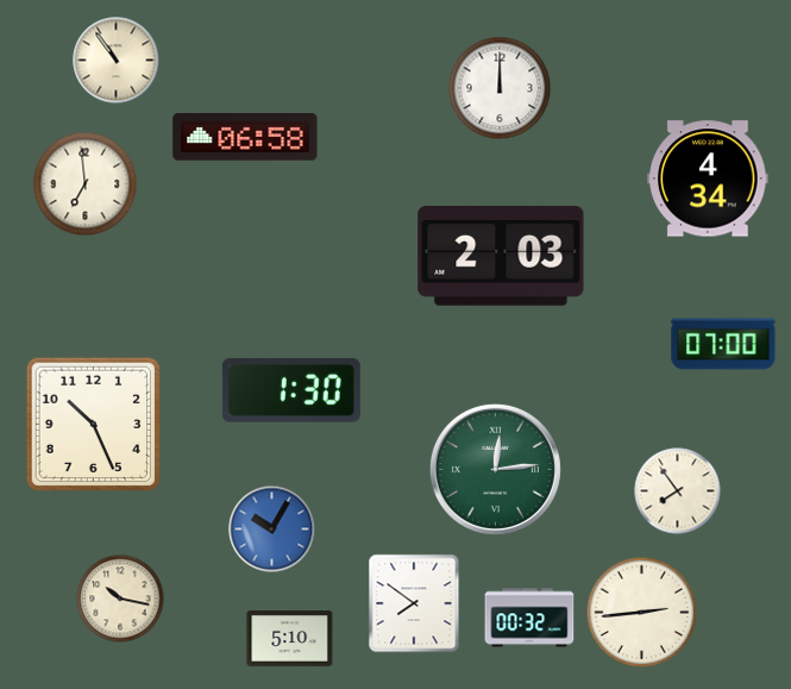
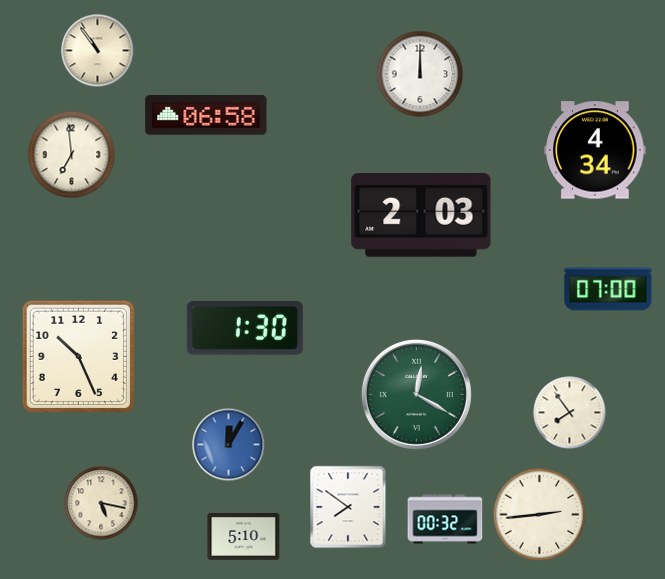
clock at (495, 469): 12:14 -> 12:20
clock at (272, 530): 10:05 -> 12:05
clock at (120, 599): 10:17 -> 5:17
